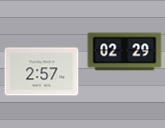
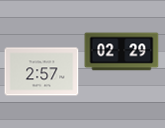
clock at (125, 52) position: (125, 52) -> (122, 52)
